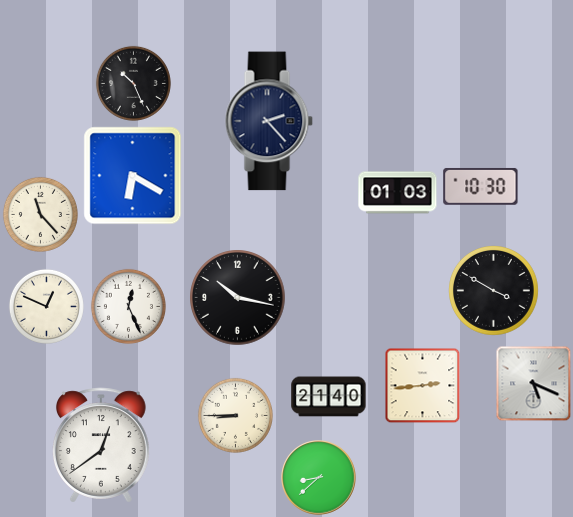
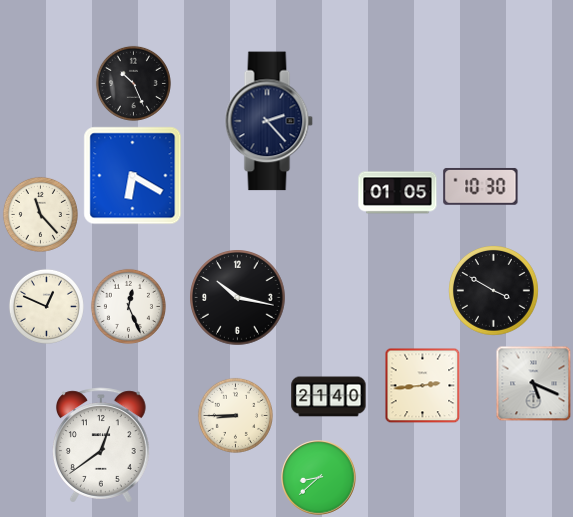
clock at (398, 193): 01:03 -> 01:05
